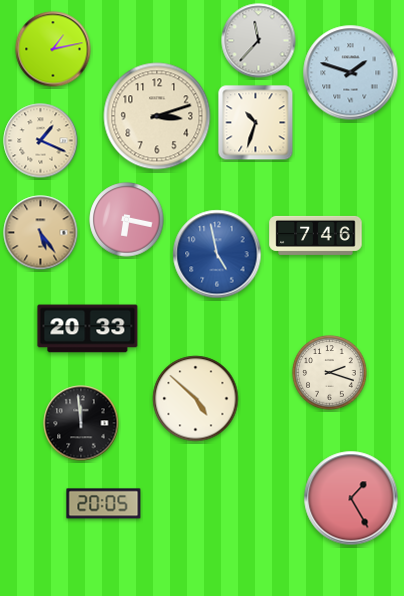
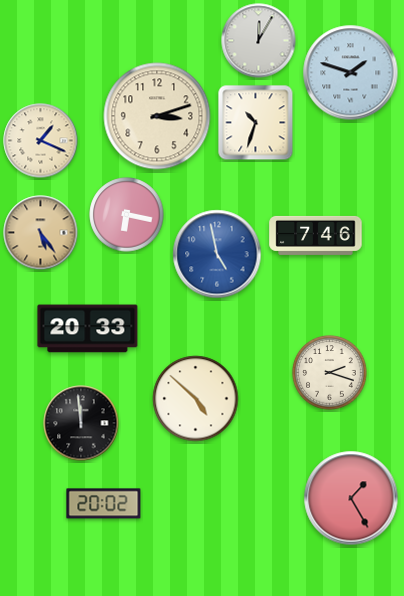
clock at (259, 41): 11:37 -> 12:05
clock at (53, 49): 1:13 -> none
clock at (127, 220) position: (127, 220) -> (127, 215)
clock at (104, 504): 20:05 -> 20:02
